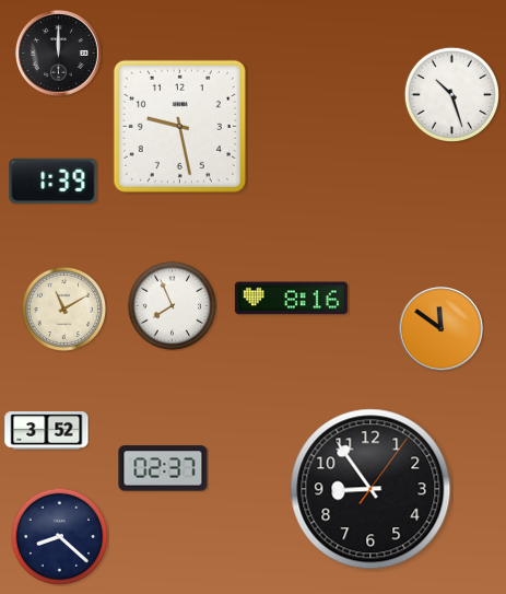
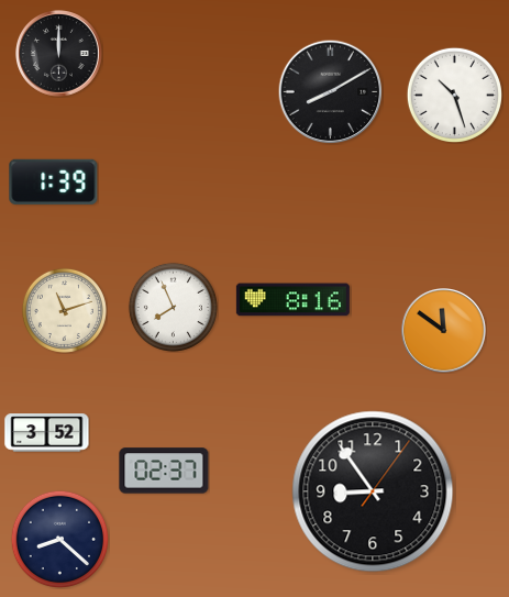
clock at (330, 91): none -> 8:10
clock at (179, 126): 9:28 -> none
clock at (63, 308): 11:10 -> 11:12
